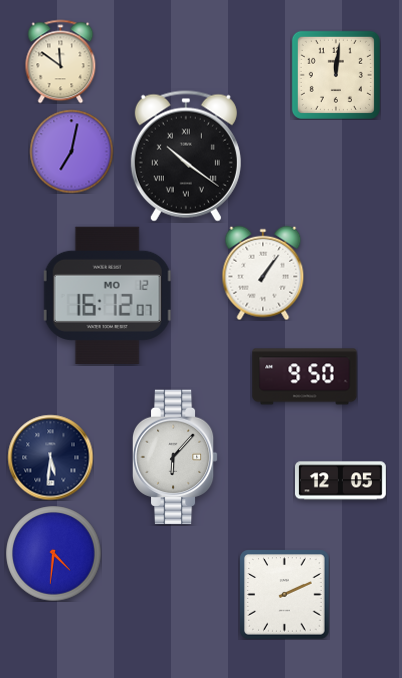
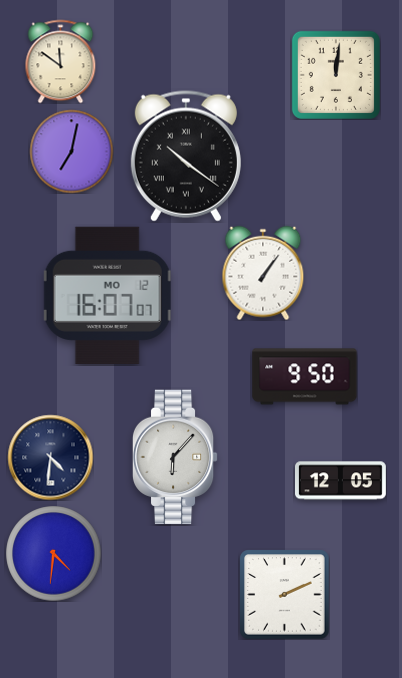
clock at (107, 295): 16:12 -> 16:07
clock at (50, 457): 5:31 -> 4:31
